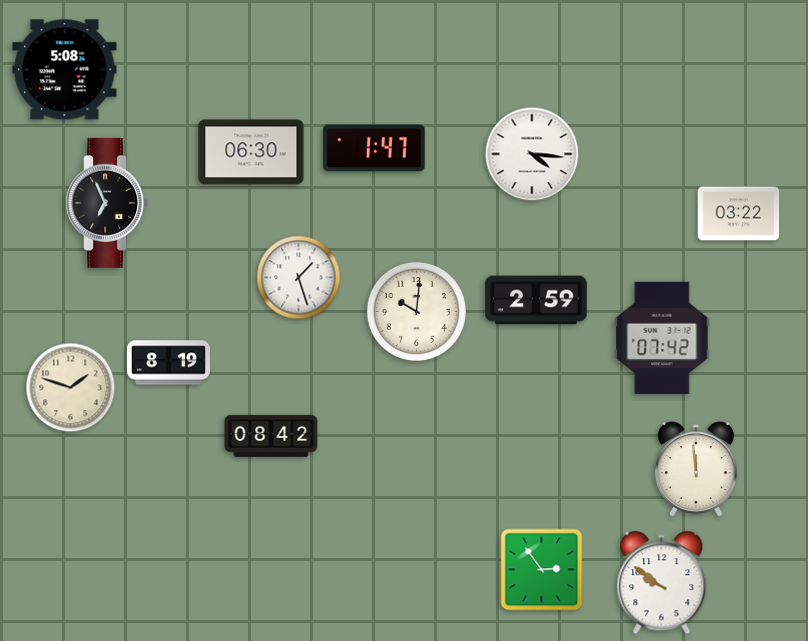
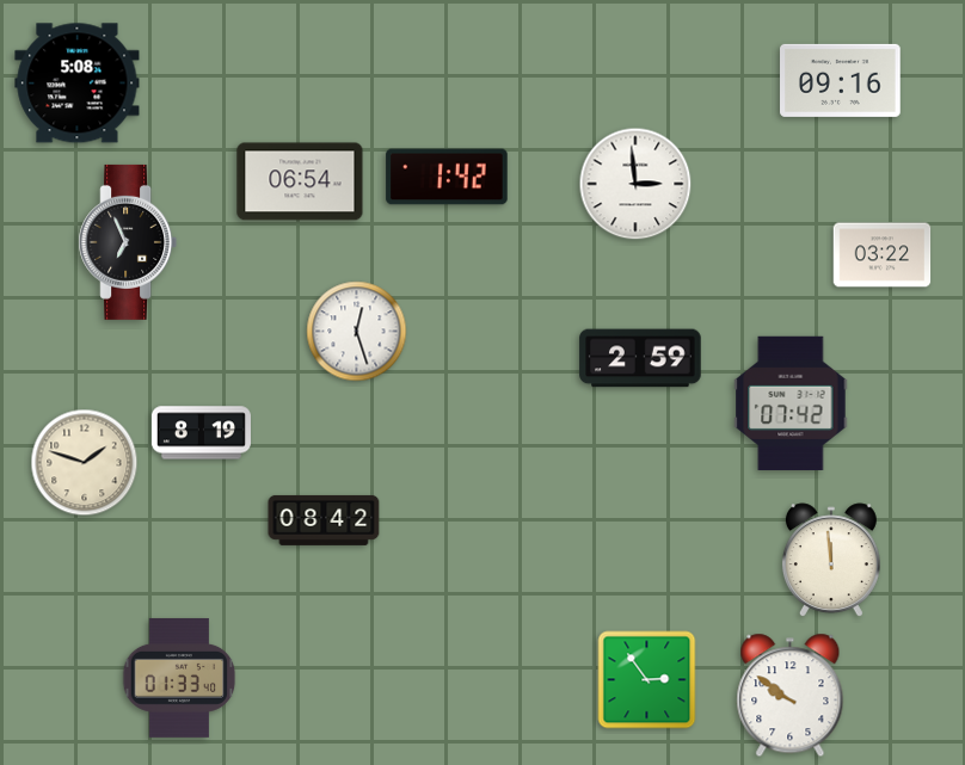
clock at (841, 80): none -> 09:16
clock at (374, 148): 1:47 -> 1:42
clock at (251, 152): 06:30 -> 06:54
clock at (532, 154): 4:16 -> 2:59
clock at (299, 278): 1:27 -> 12:27
clock at (416, 311): 10:01 -> none
clock at (179, 678): none -> 01:33
